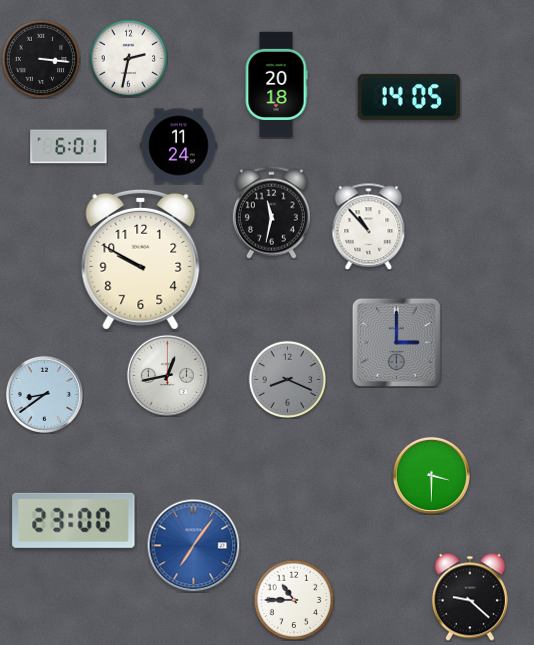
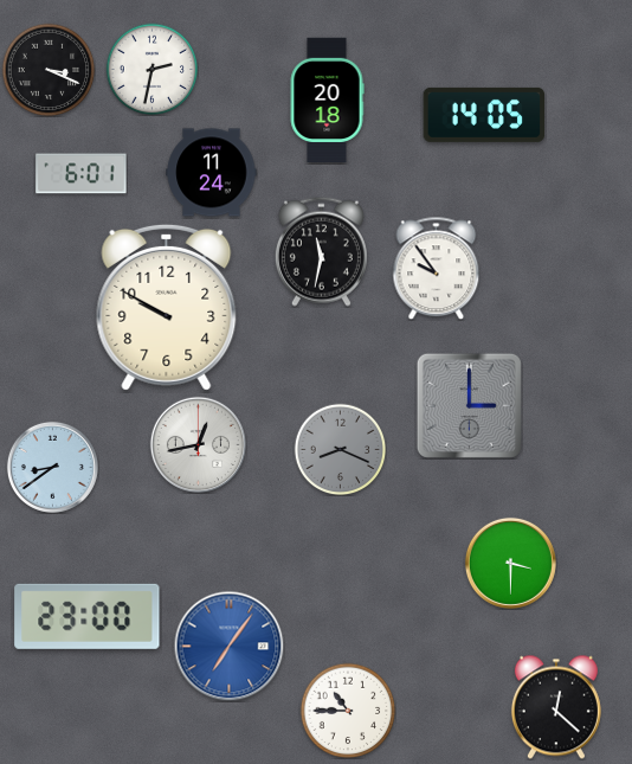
clock at (41, 59): 3:16 -> 3:19
clock at (369, 226): 10:53 -> 9:54
clock at (470, 597): 9:22 -> 12:22
